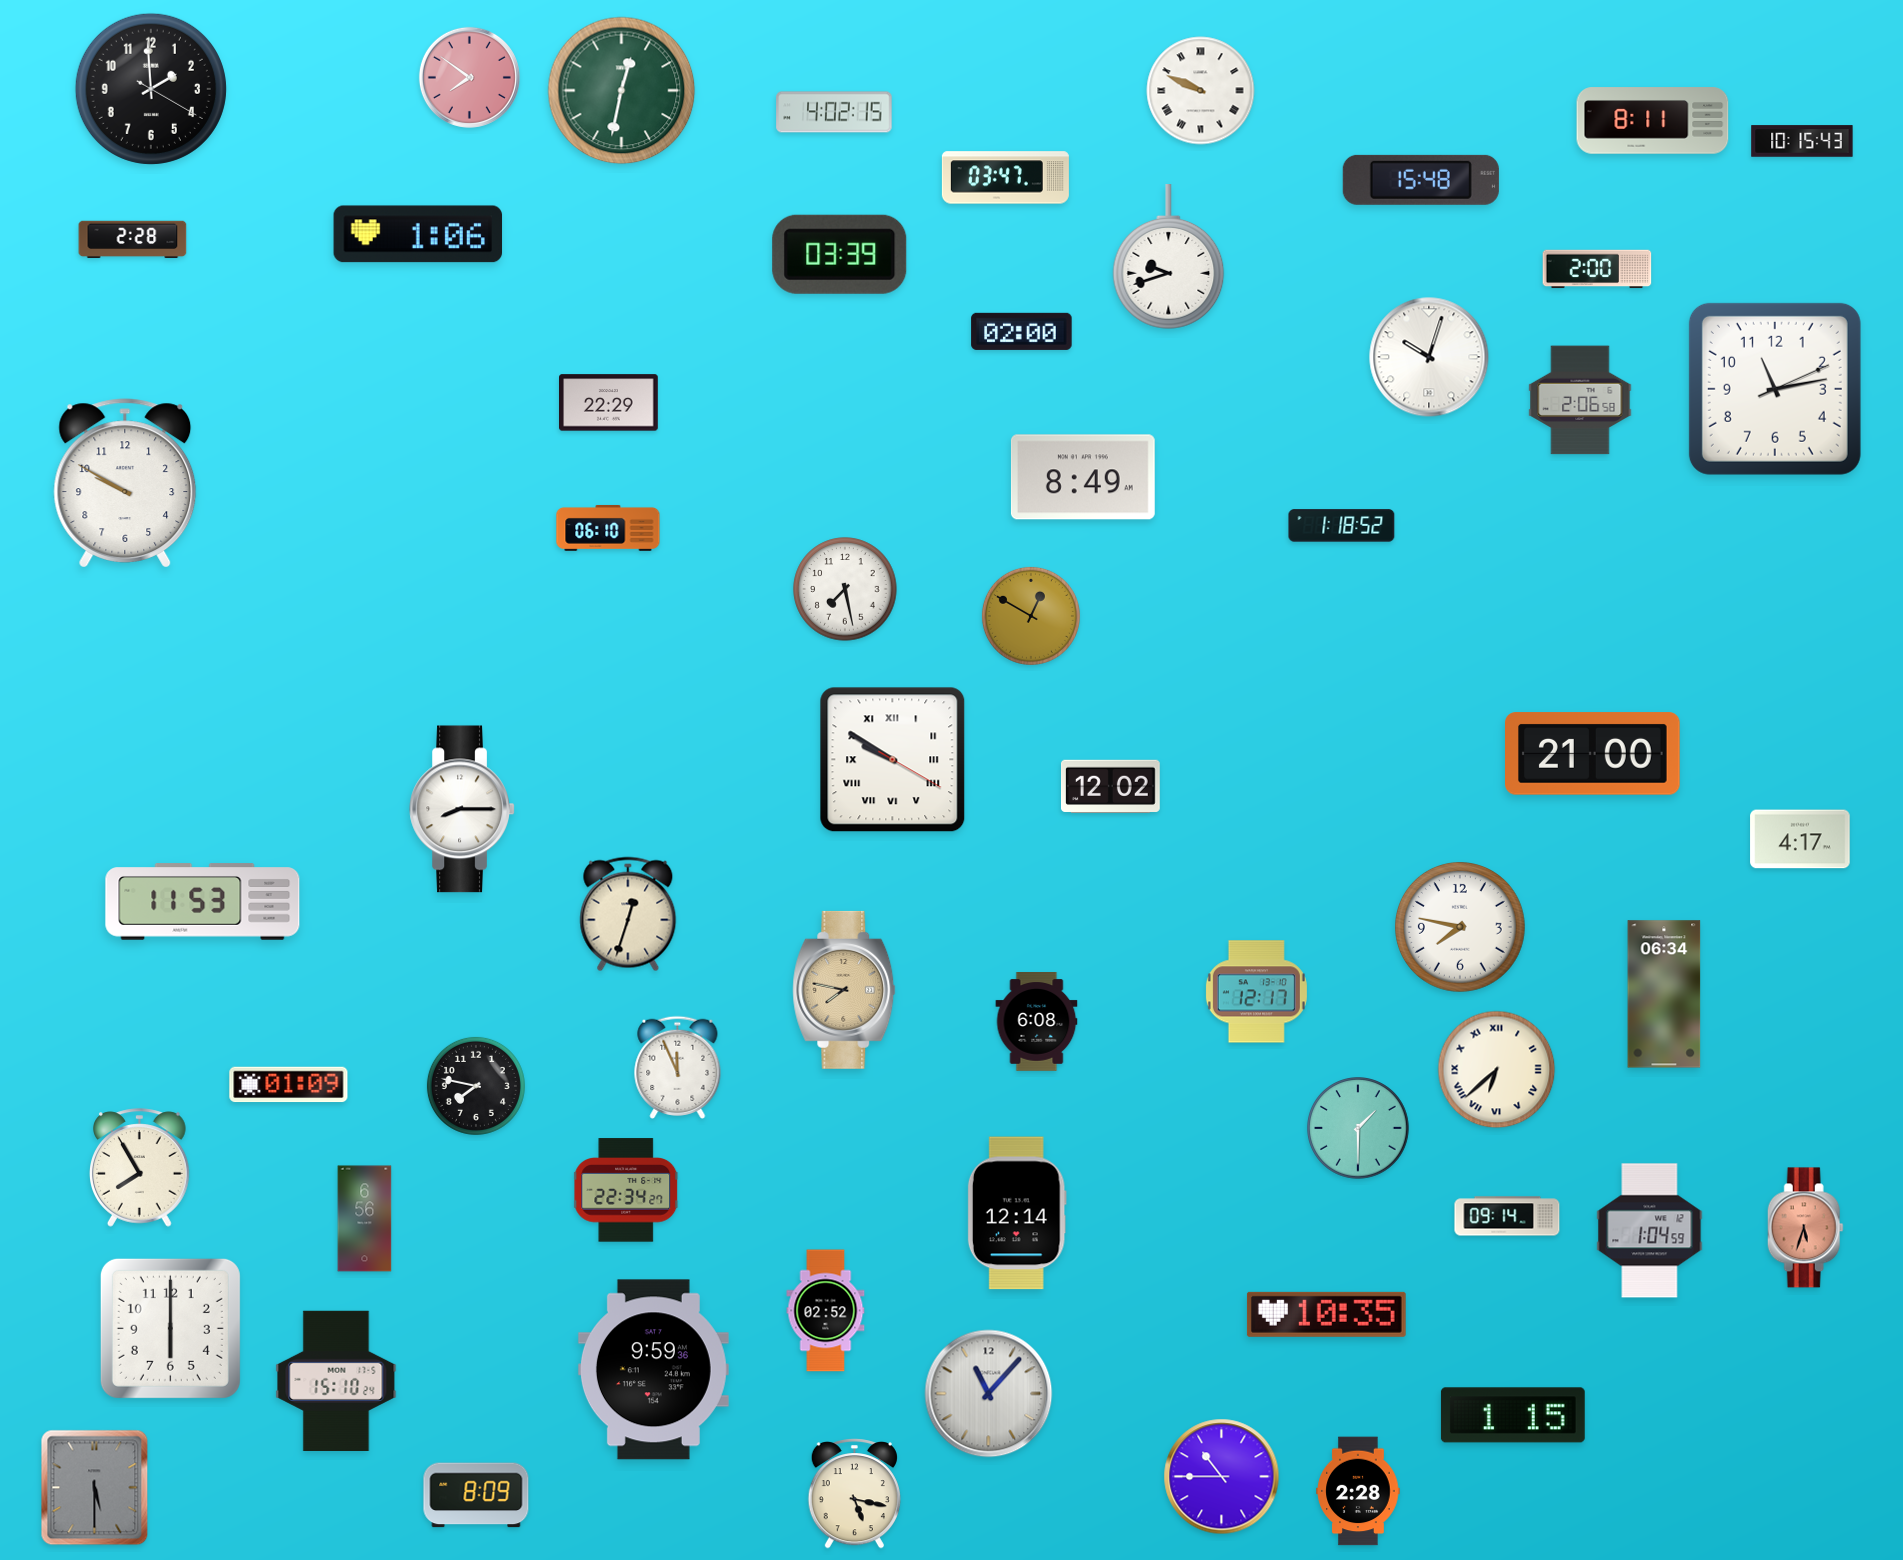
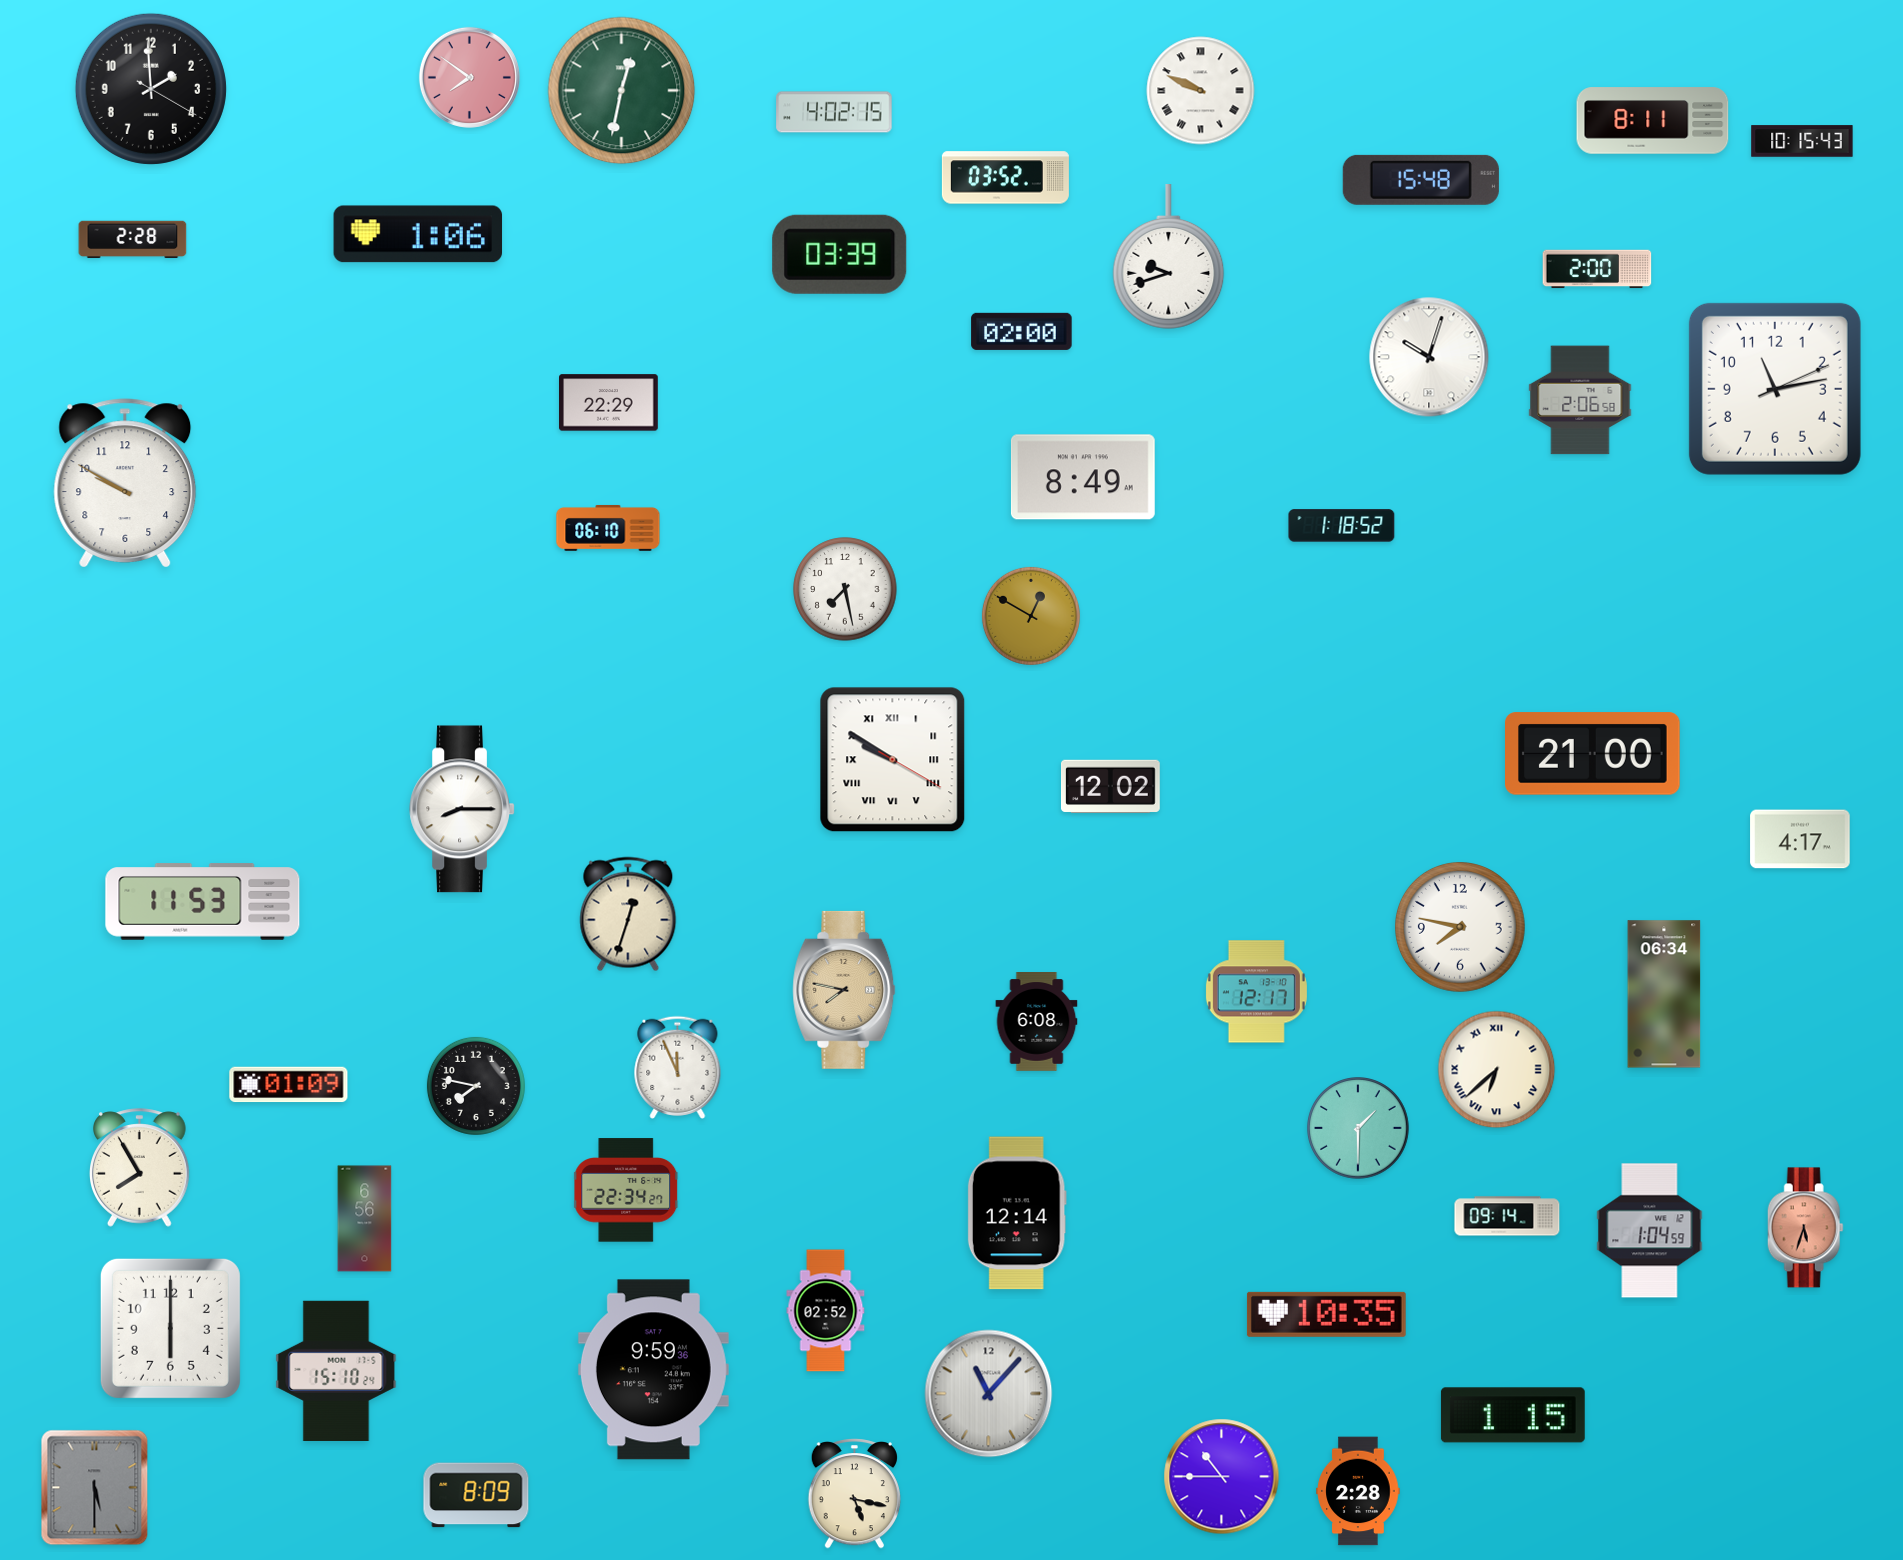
clock at (1005, 178): 03:47 -> 03:52
clock at (336, 1380) position: (336, 1380) -> (336, 1370)
